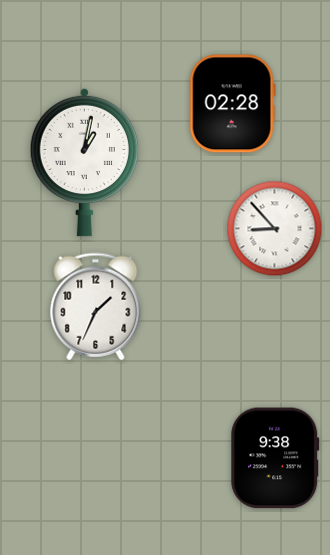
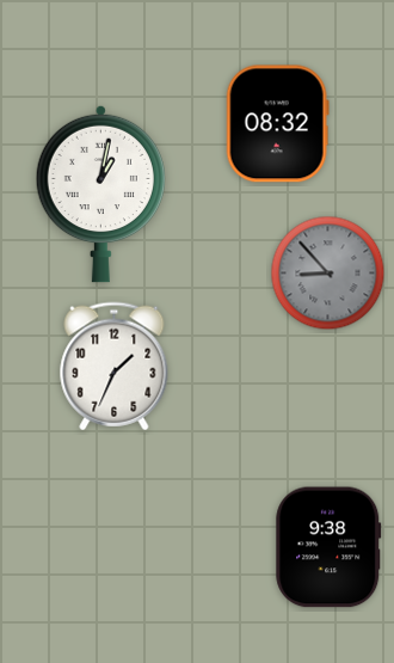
clock at (232, 104): 02:28 -> 08:32
clock at (275, 229) dial: white -> grey
